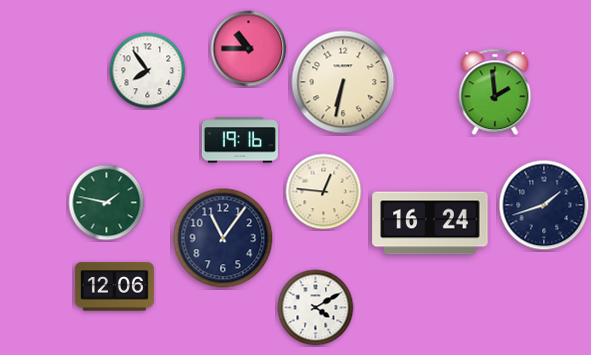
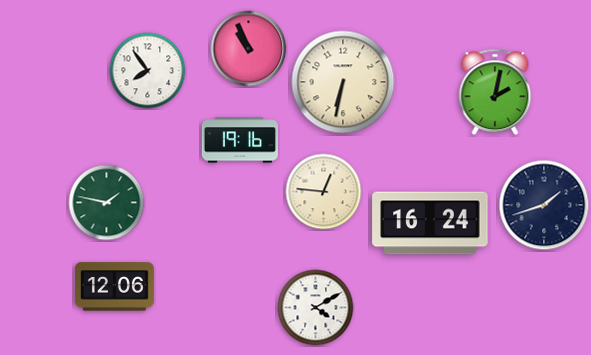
clock at (249, 49): 10:45 -> 10:56
clock at (495, 92): 1:59 -> 2:02
clock at (223, 238): 11:06 -> none
